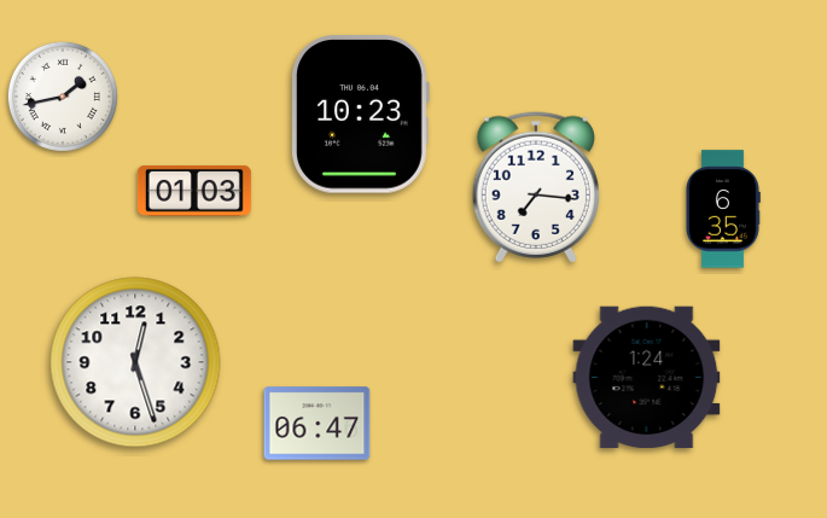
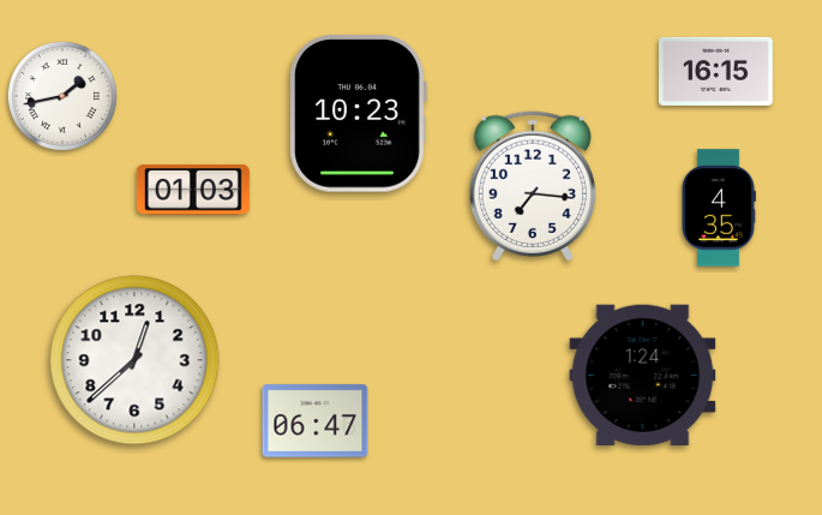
clock at (715, 71): none -> 16:15
clock at (723, 209): 6:35 -> 4:35
clock at (135, 362): 12:27 -> 12:38
